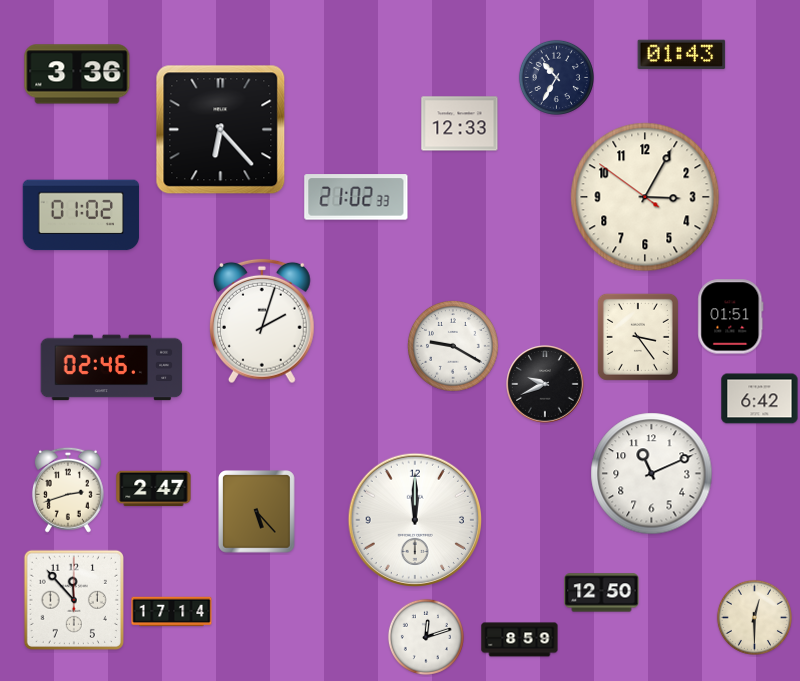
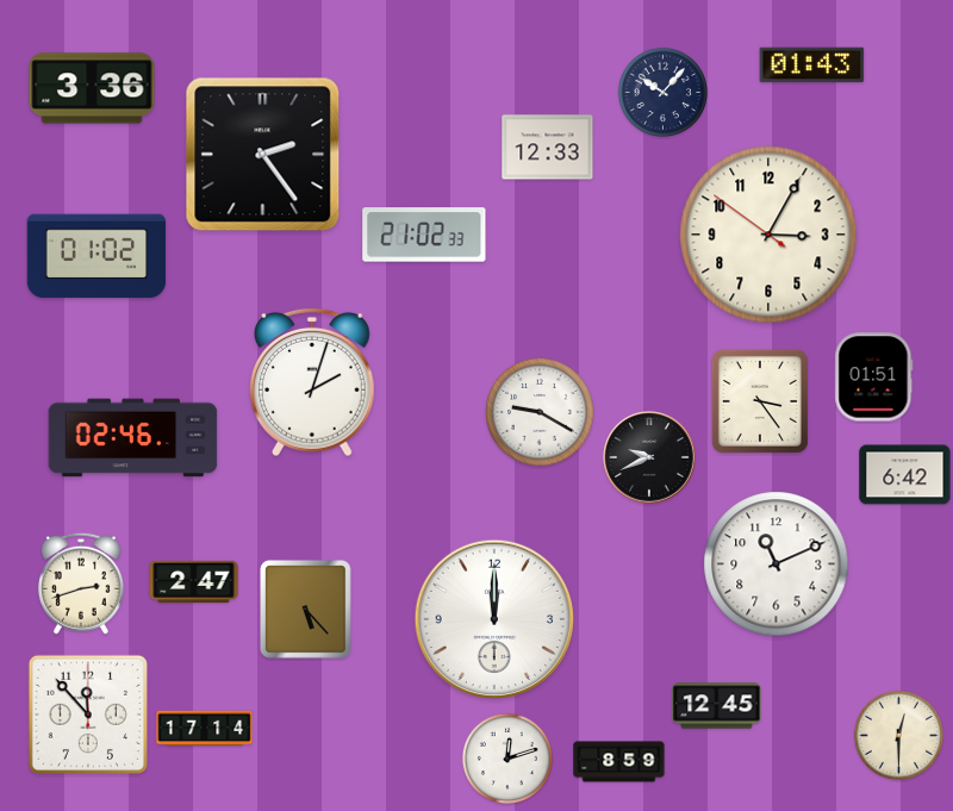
clock at (556, 77): 10:35 -> 10:07
clock at (221, 130): 6:23 -> 2:24
clock at (731, 317) position: (731, 317) -> (874, 378)
clock at (154, 489) position: (154, 489) -> (194, 582)
clock at (602, 593): 12:50 -> 12:45
